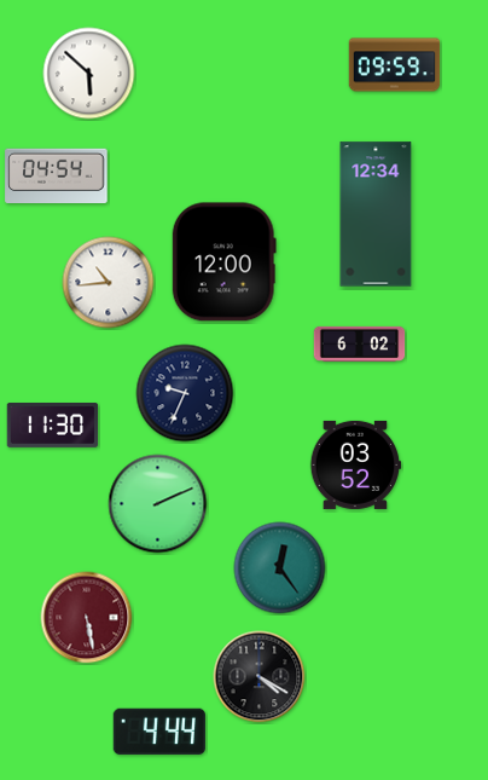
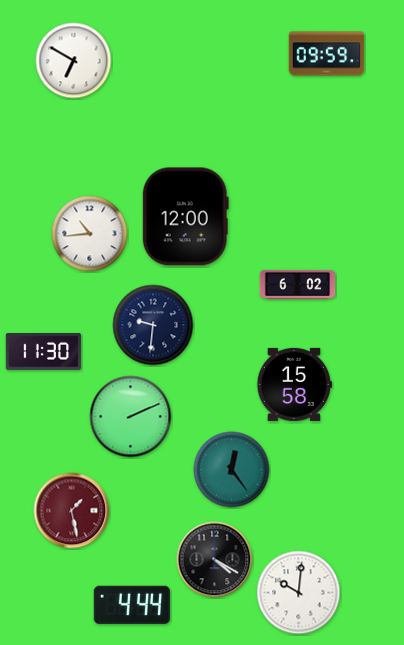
clock at (89, 74): 5:52 -> 6:50
clock at (57, 175): 04:54 -> none
clock at (376, 214): 12:34 -> none
clock at (185, 393): 9:34 -> 9:31
clock at (356, 464): 03:52 -> 15:58
clock at (87, 618): 5:28 -> 1:28
clock at (299, 593): none -> 10:01
